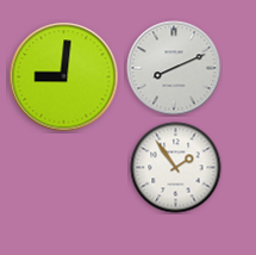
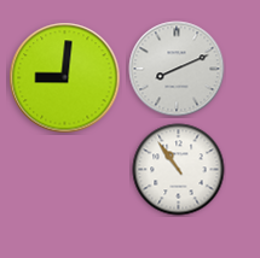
clock at (176, 168): 1:54 -> 10:54
